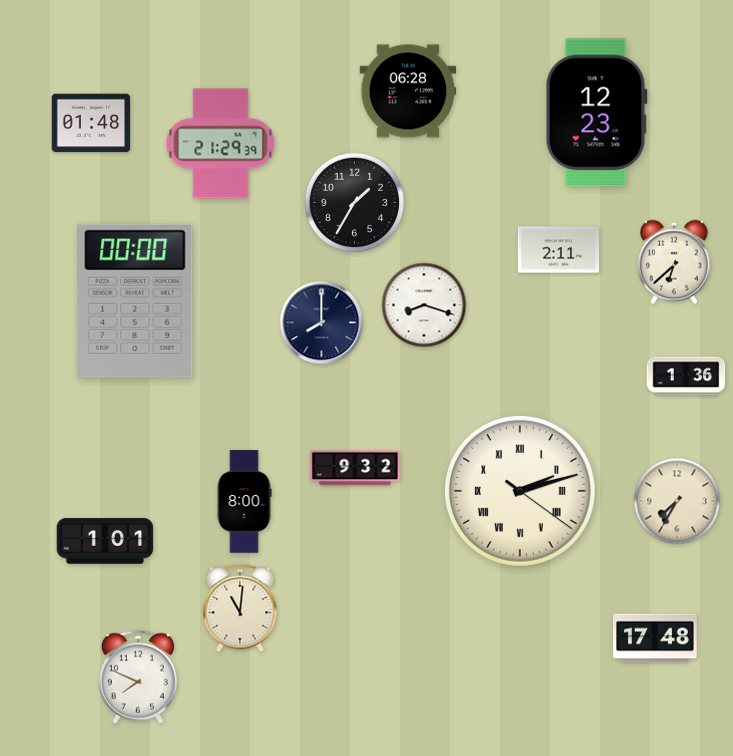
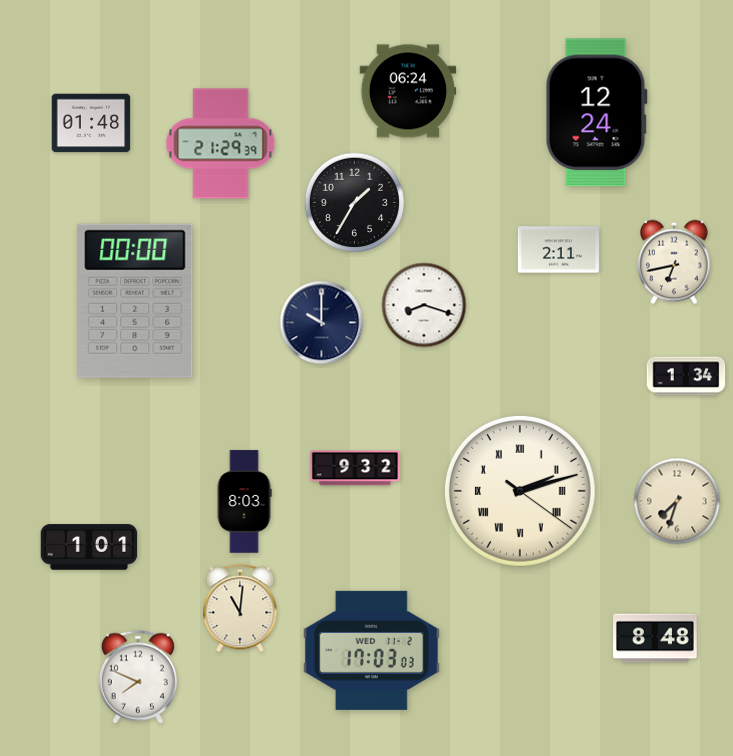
clock at (408, 91): 06:28 -> 06:24
clock at (596, 113): 12:23 -> 12:24
clock at (675, 262): 6:38 -> 6:43
clock at (322, 323): 8:00 -> 10:00
clock at (686, 376): 1:36 -> 1:34
clock at (677, 501): 7:35 -> 7:33
clock at (244, 502): 8:00 -> 8:03
clock at (105, 541) position: (105, 541) -> (89, 547)
clock at (655, 638): 17:48 -> 8:48
clock at (371, 650): none -> 17:03
